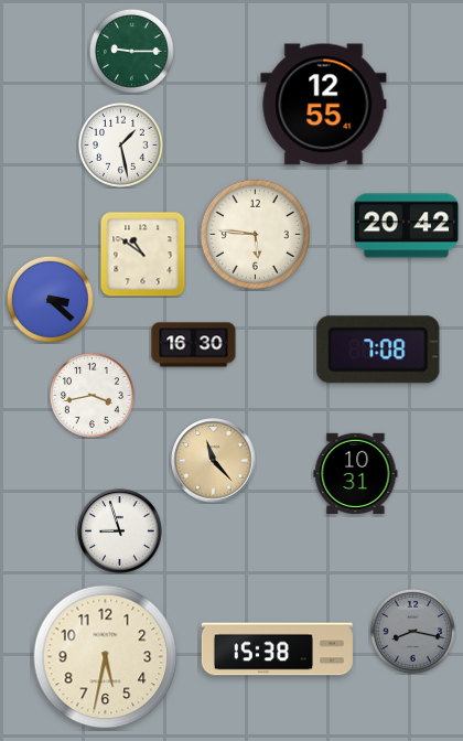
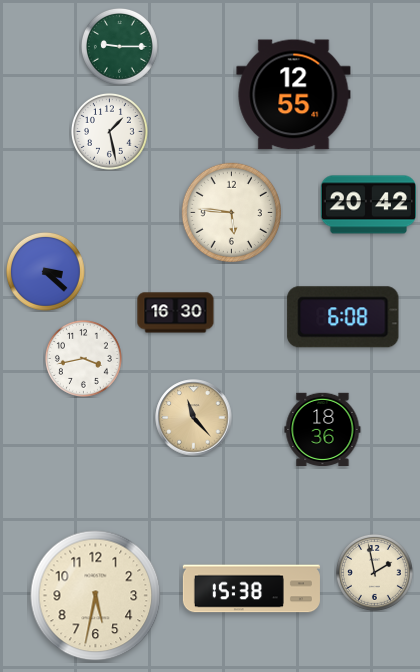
clock at (142, 254): 10:51 -> none
clock at (378, 350): 7:08 -> 6:08
clock at (356, 473): 10:31 -> 18:36
clock at (120, 531): 8:57 -> none
clock at (412, 631): 8:17 -> 1:58
clock at (412, 631) dial: grey -> cream
